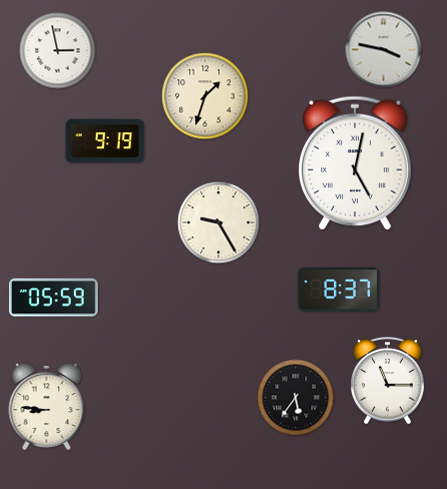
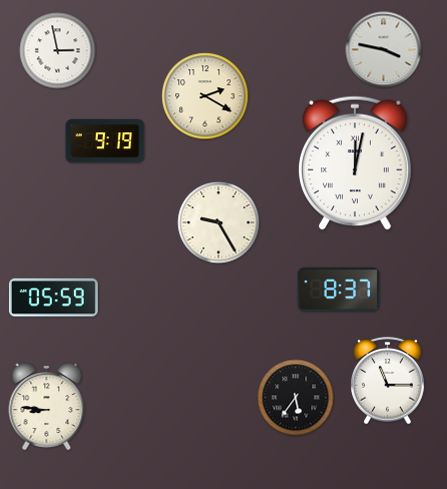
clock at (205, 96): 1:33 -> 2:20
clock at (355, 163): 5:02 -> 12:02
